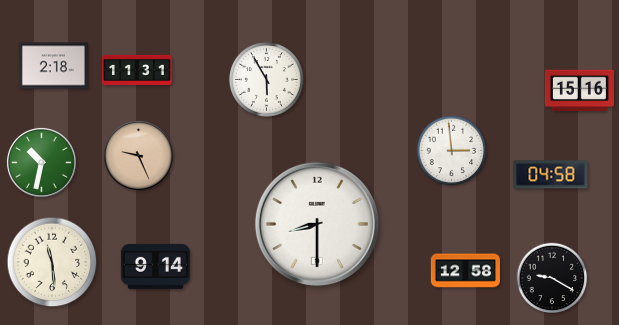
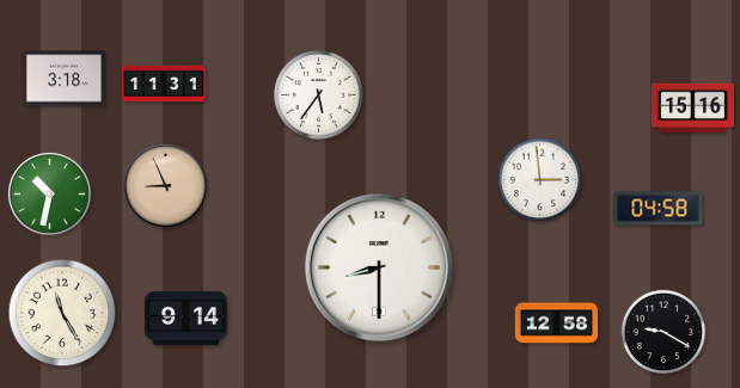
clock at (53, 66): 2:18 -> 3:18
clock at (266, 79): 5:55 -> 5:36
clock at (138, 155): 9:26 -> 8:56
clock at (52, 262): 11:29 -> 11:25
clock at (552, 278) position: (552, 278) -> (663, 332)
